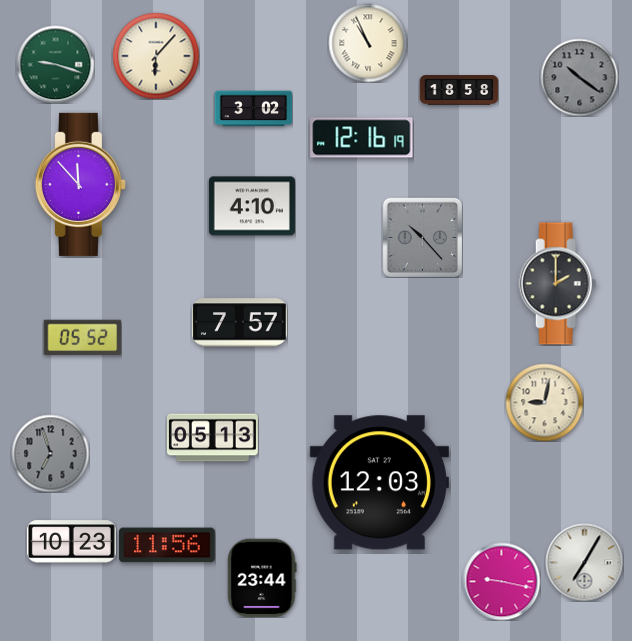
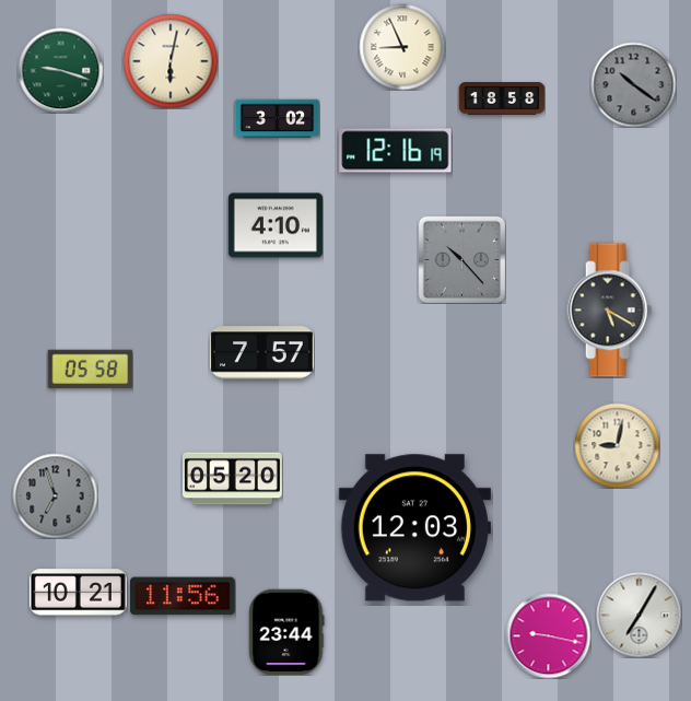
clock at (368, 43): 10:56 -> 8:56
clock at (156, 56): 6:07 -> 6:02
clock at (80, 184): 11:53 -> none
clock at (558, 284): 2:00 -> 5:20
clock at (82, 338): 05:52 -> 05:58
clock at (544, 402) position: (544, 402) -> (617, 445)
clock at (212, 438): 05:13 -> 05:20
clock at (71, 542): 10:23 -> 10:21
